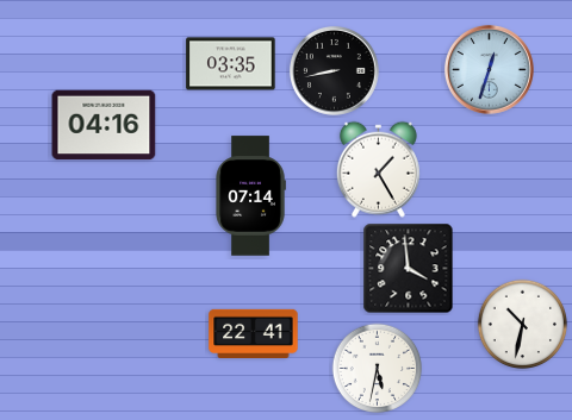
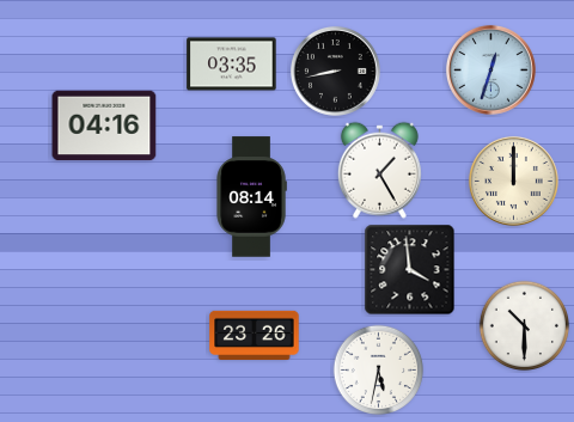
clock at (513, 181): none -> 12:00
clock at (250, 196): 07:14 -> 08:14
clock at (523, 325): 10:32 -> 10:30
clock at (254, 333): 22:41 -> 23:26
